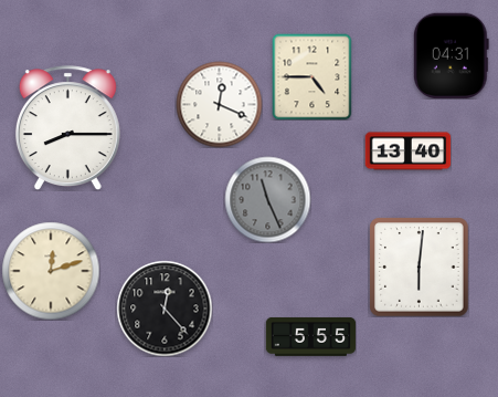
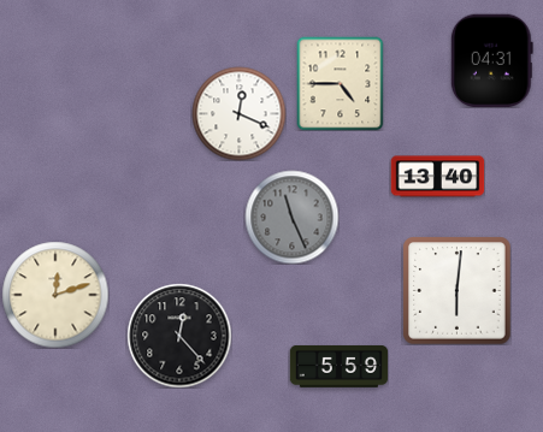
clock at (67, 127): 8:15 -> none
clock at (407, 152) position: (407, 152) -> (437, 177)
clock at (310, 336): 5:55 -> 5:59
